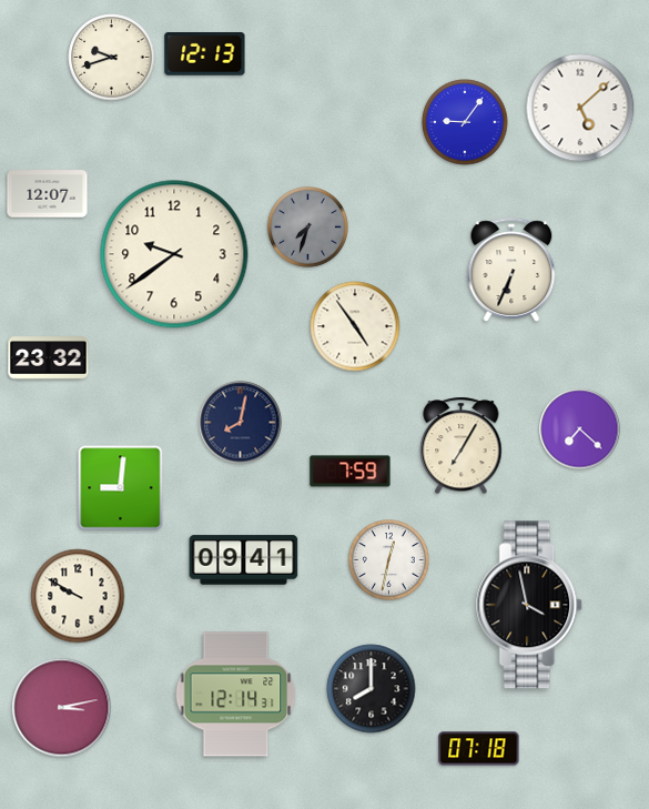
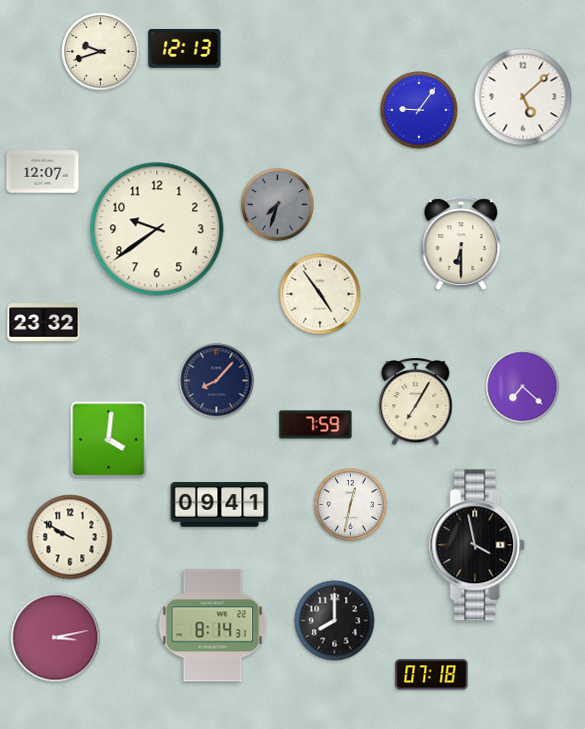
clock at (48, 194) position: (48, 194) -> (43, 172)
clock at (511, 270): 6:34 -> 6:30
clock at (241, 423): 8:02 -> 8:07
clock at (121, 488): 9:01 -> 4:01
clock at (236, 695): 12:14 -> 8:14
